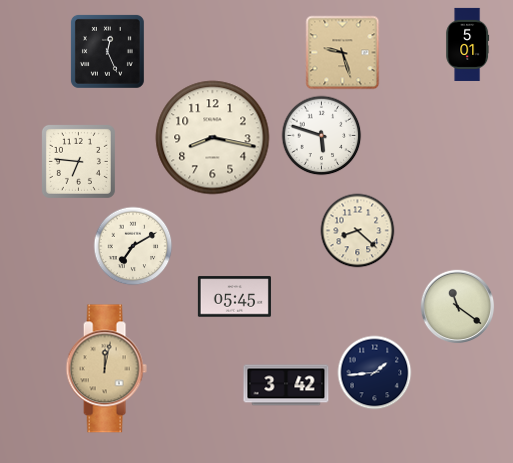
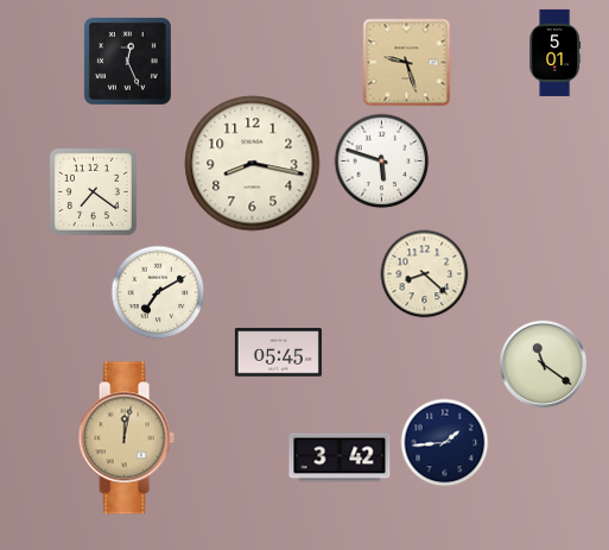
clock at (78, 161): 6:46 -> 7:21
